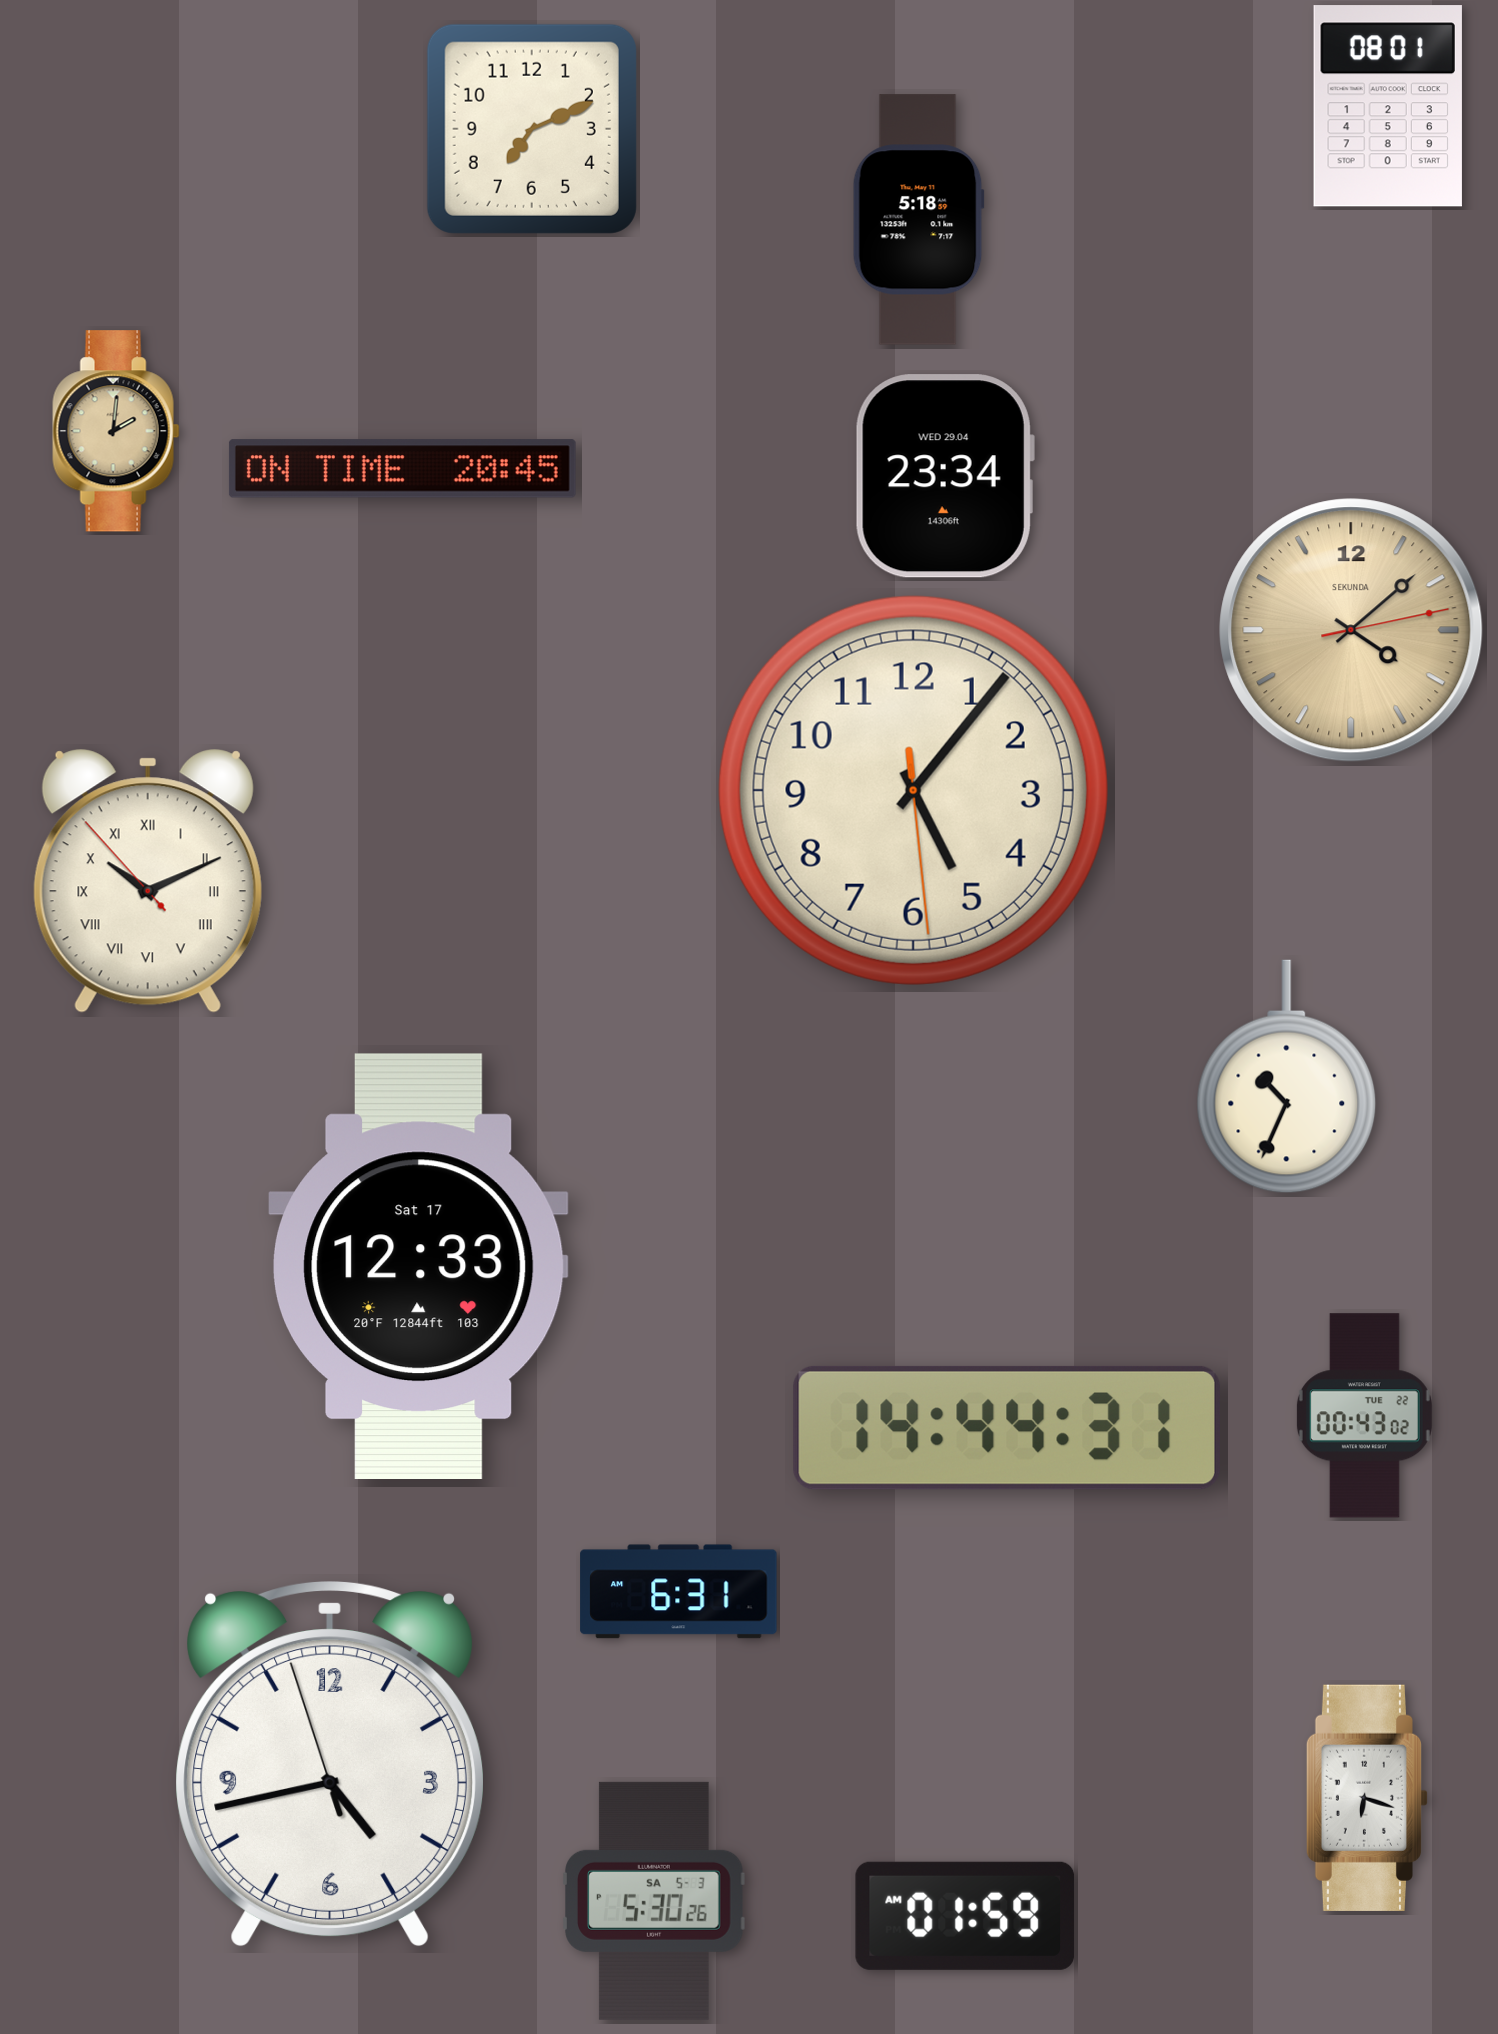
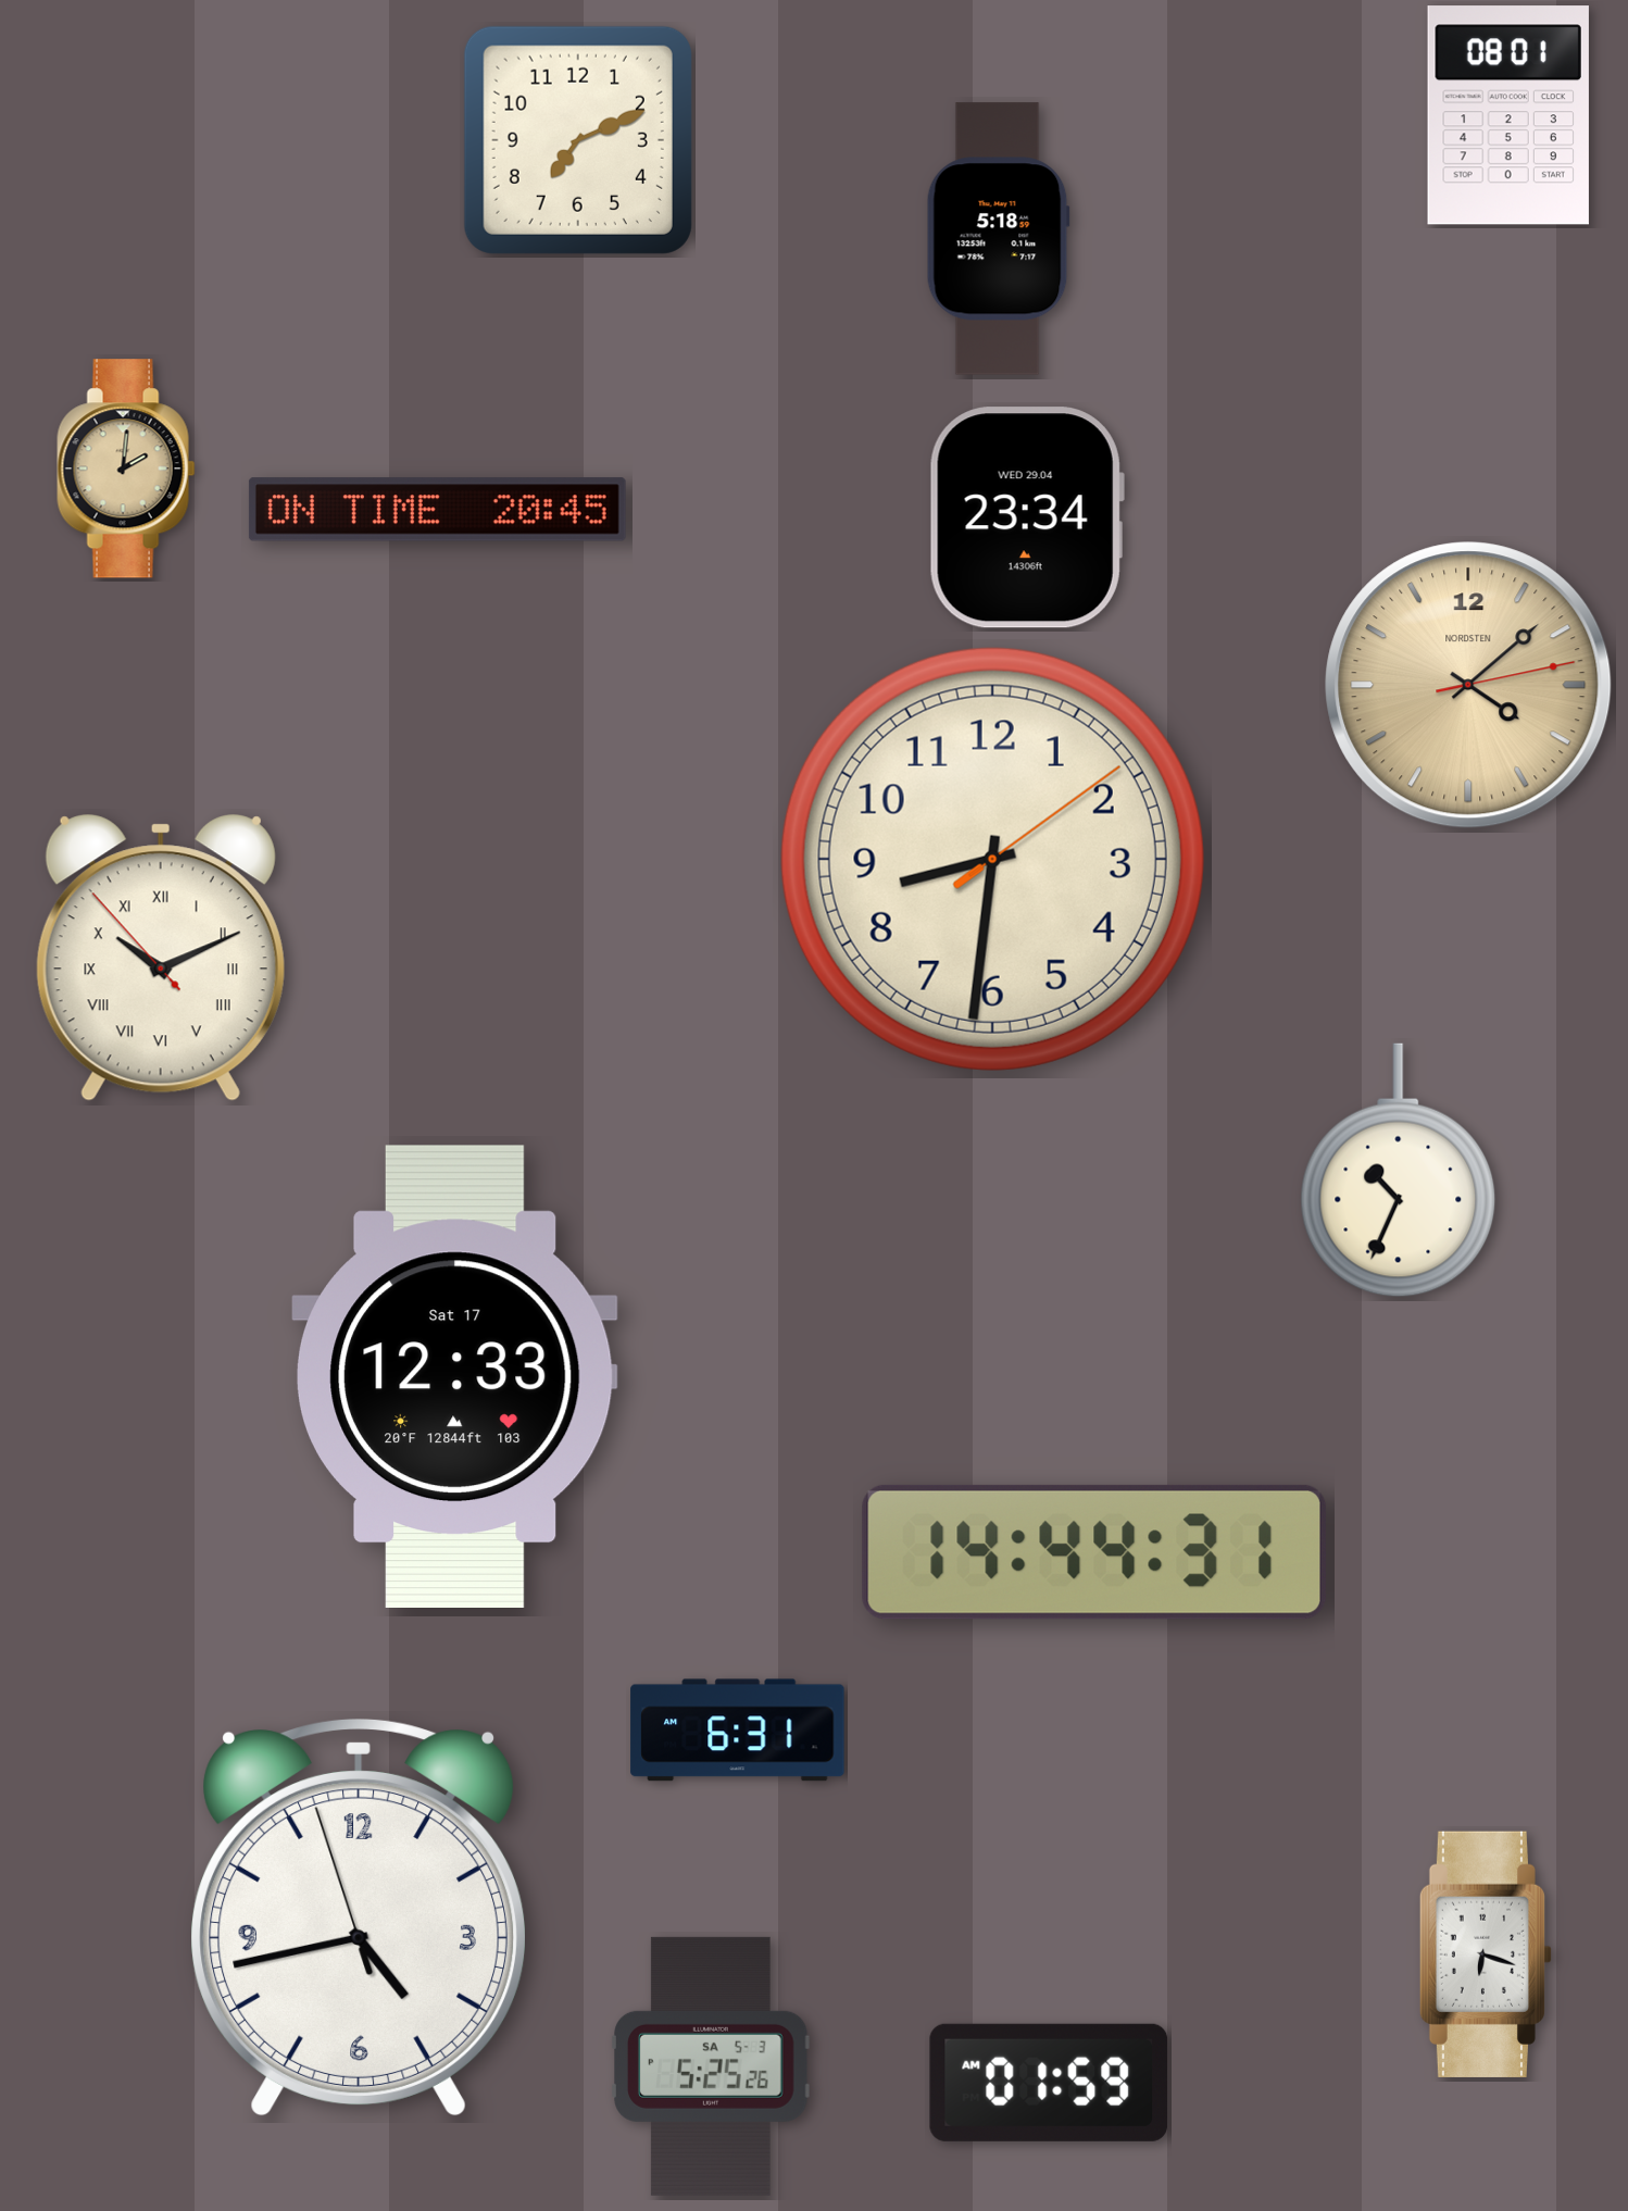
clock at (1351, 630) brand: SEKUNDA -> NORDSTEN
clock at (913, 790): 5:06 -> 8:31
clock at (1364, 1416): 00:43 -> none
clock at (654, 1901): 5:30 -> 5:25
